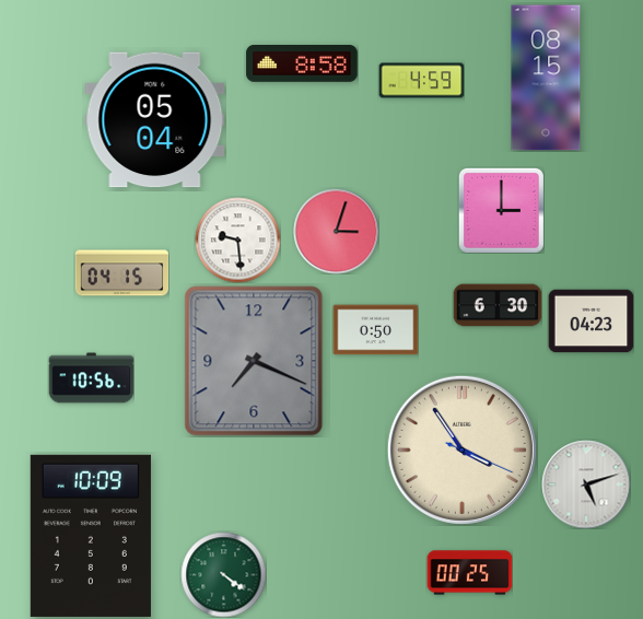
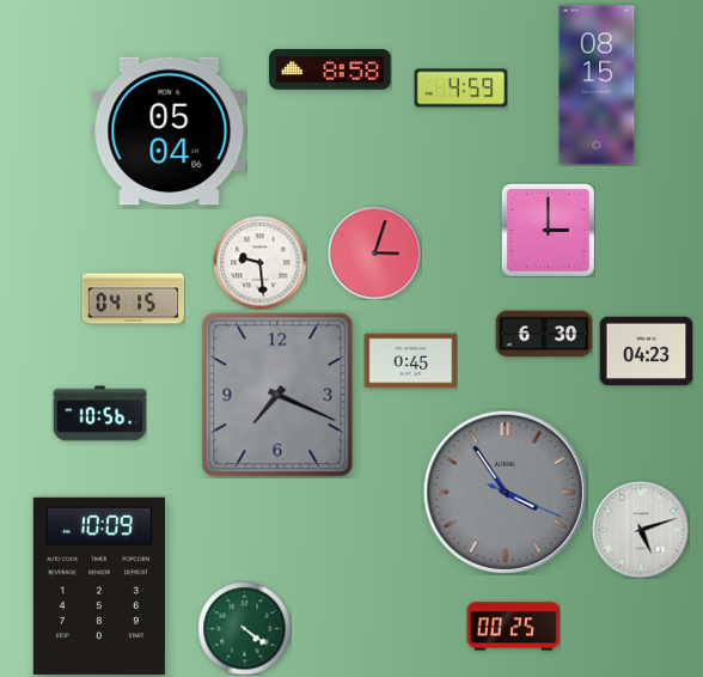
clock at (336, 231) position: (336, 231) -> (374, 252)
clock at (375, 330): 0:50 -> 0:45
clock at (461, 449) dial: cream -> grey
